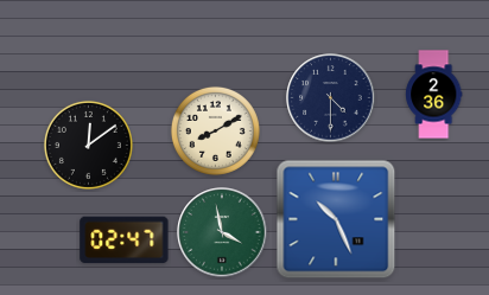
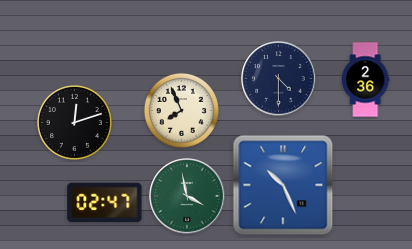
clock at (331, 98) position: (331, 98) -> (279, 79)
clock at (215, 130): 8:10 -> 7:56
clock at (88, 145): 12:09 -> 12:12
